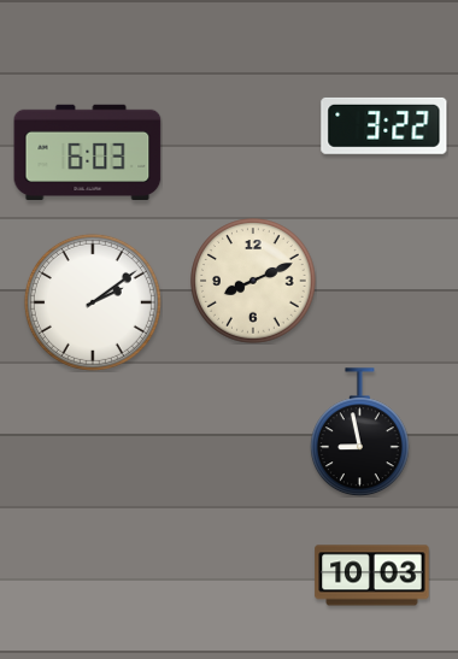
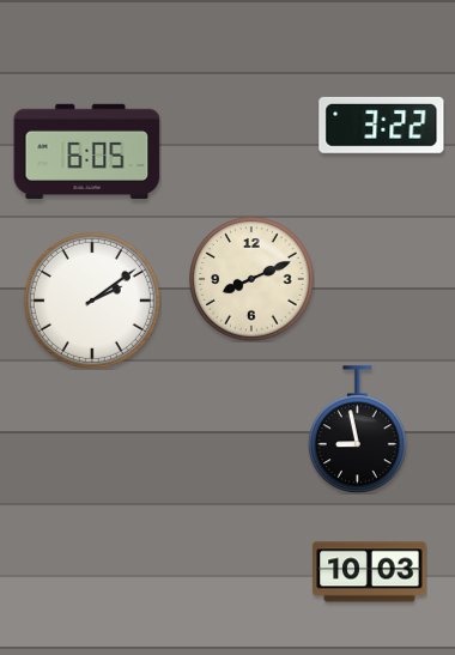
clock at (88, 152): 6:03 -> 6:05
